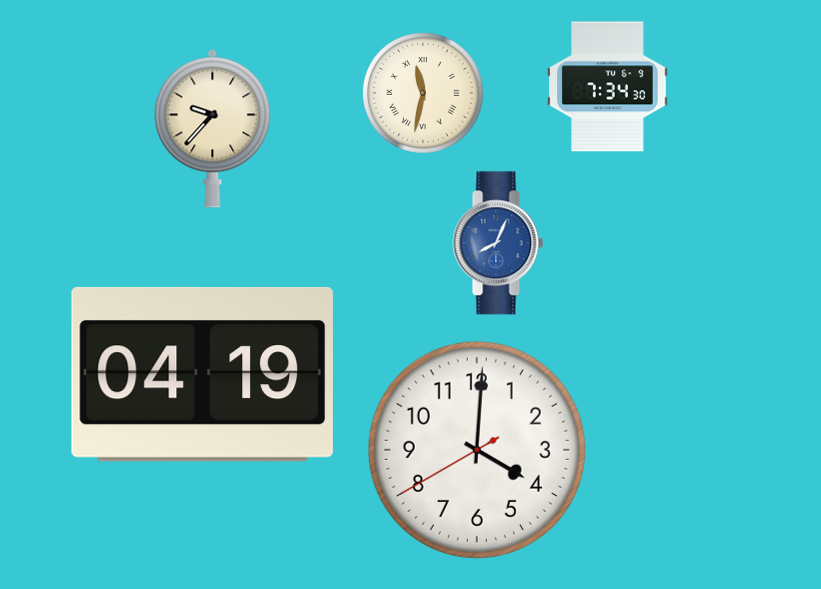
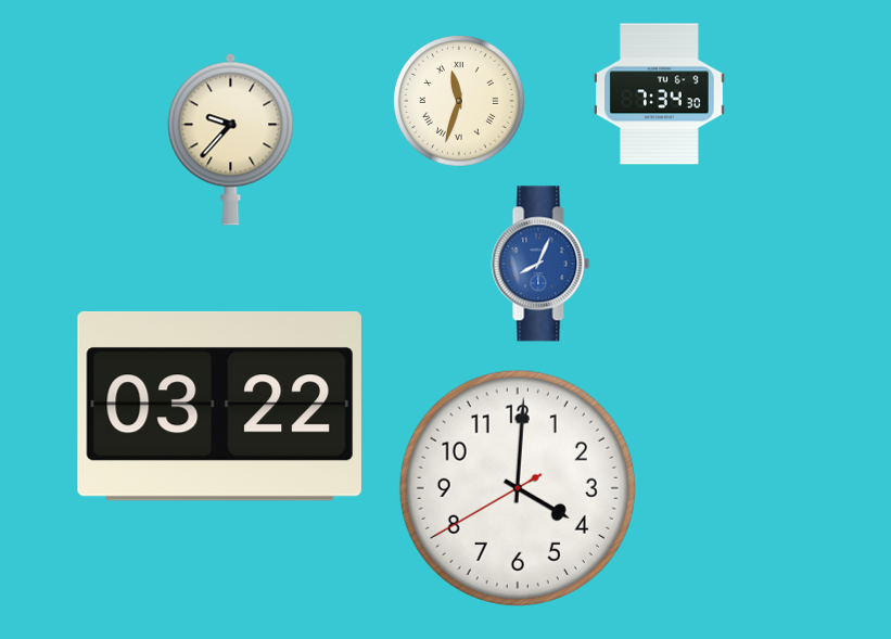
clock at (424, 94): 11:32 -> 11:33
clock at (202, 374): 04:19 -> 03:22
